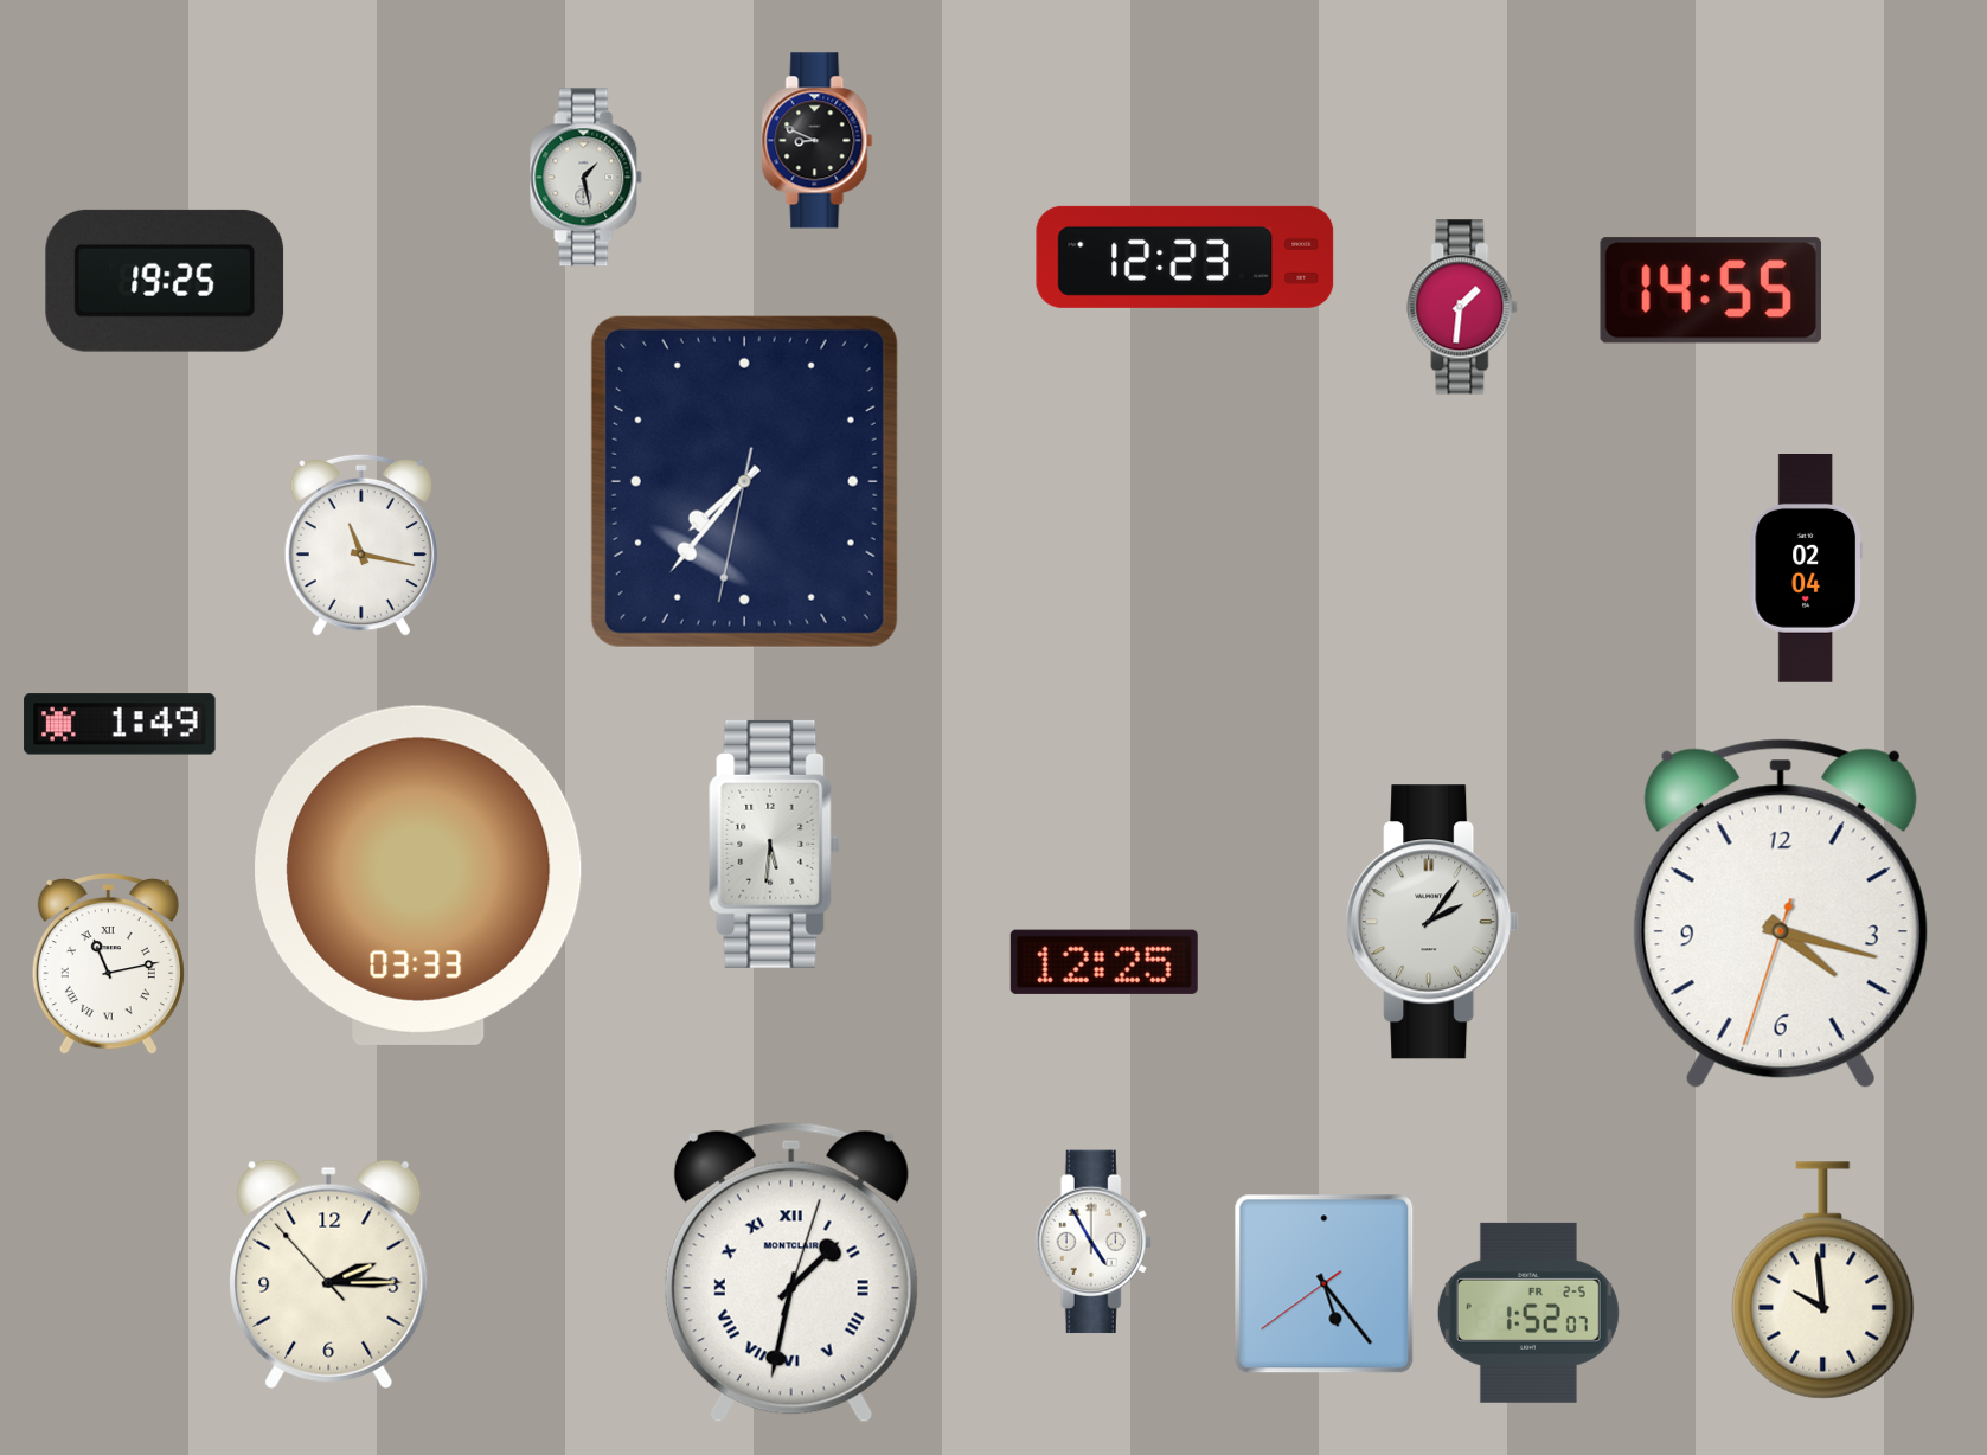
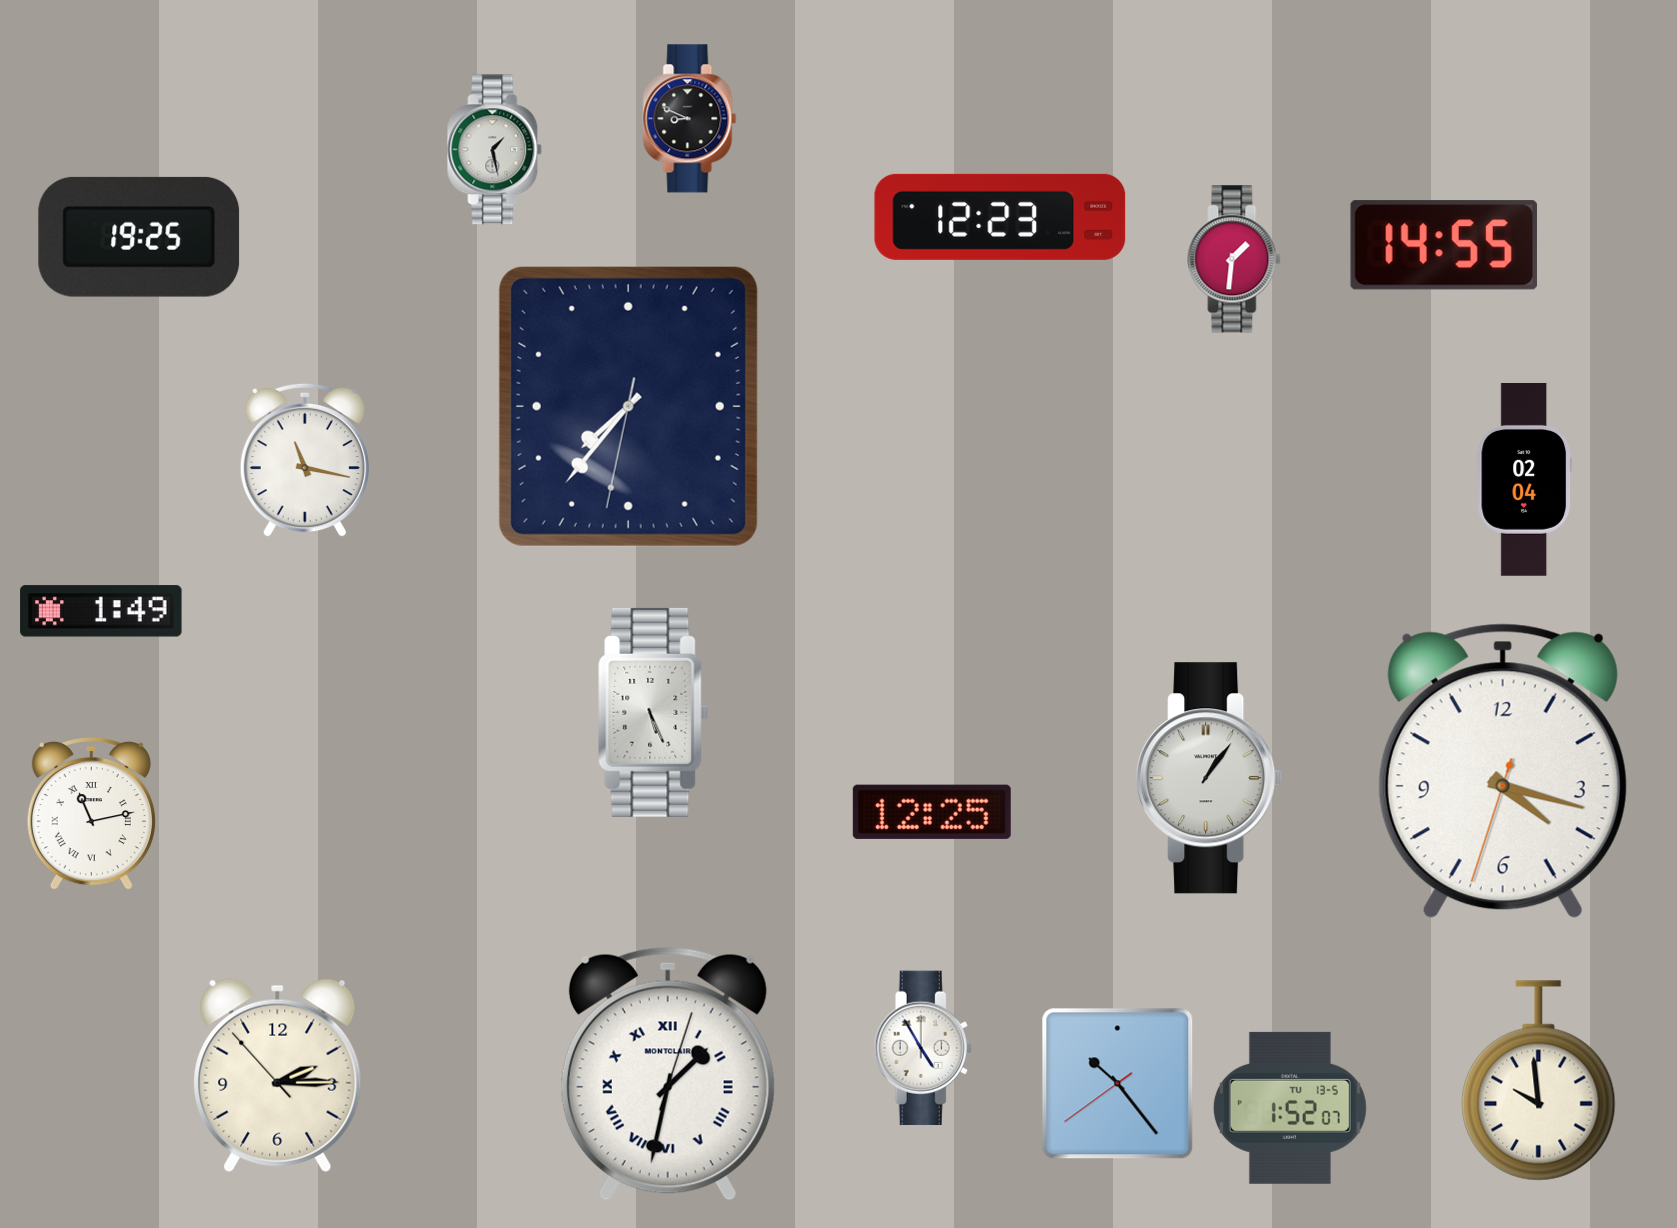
clock at (775, 844): 5:31 -> 5:26
clock at (418, 876): 03:33 -> none
clock at (1434, 922): 2:06 -> 1:06
clock at (1325, 1284): 5:23 -> 10:23
clock at (1528, 1313) date: FR 2-5 -> TU 13-5
